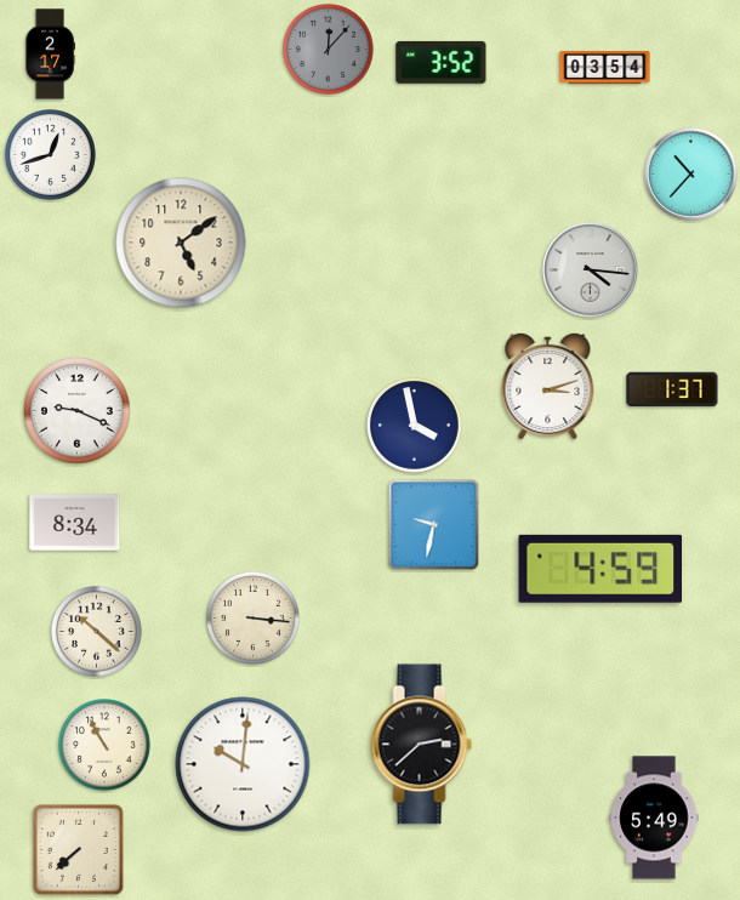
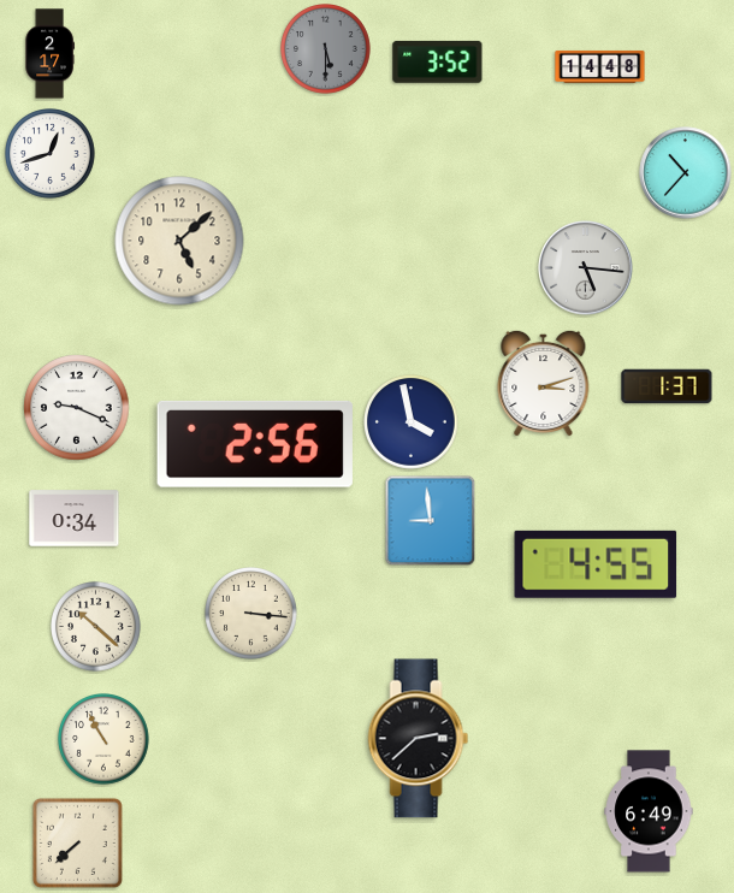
clock at (329, 50): 12:07 -> 5:30
clock at (605, 67): 03:54 -> 14:48
clock at (181, 243): 5:09 -> 5:08
clock at (591, 270): 4:16 -> 5:16
clock at (255, 444): none -> 2:56
clock at (75, 523): 8:34 -> 0:34
clock at (434, 525): 9:32 -> 8:59
clock at (600, 569): 4:59 -> 4:55
clock at (243, 764): 10:01 -> none
clock at (654, 818): 5:49 -> 6:49
